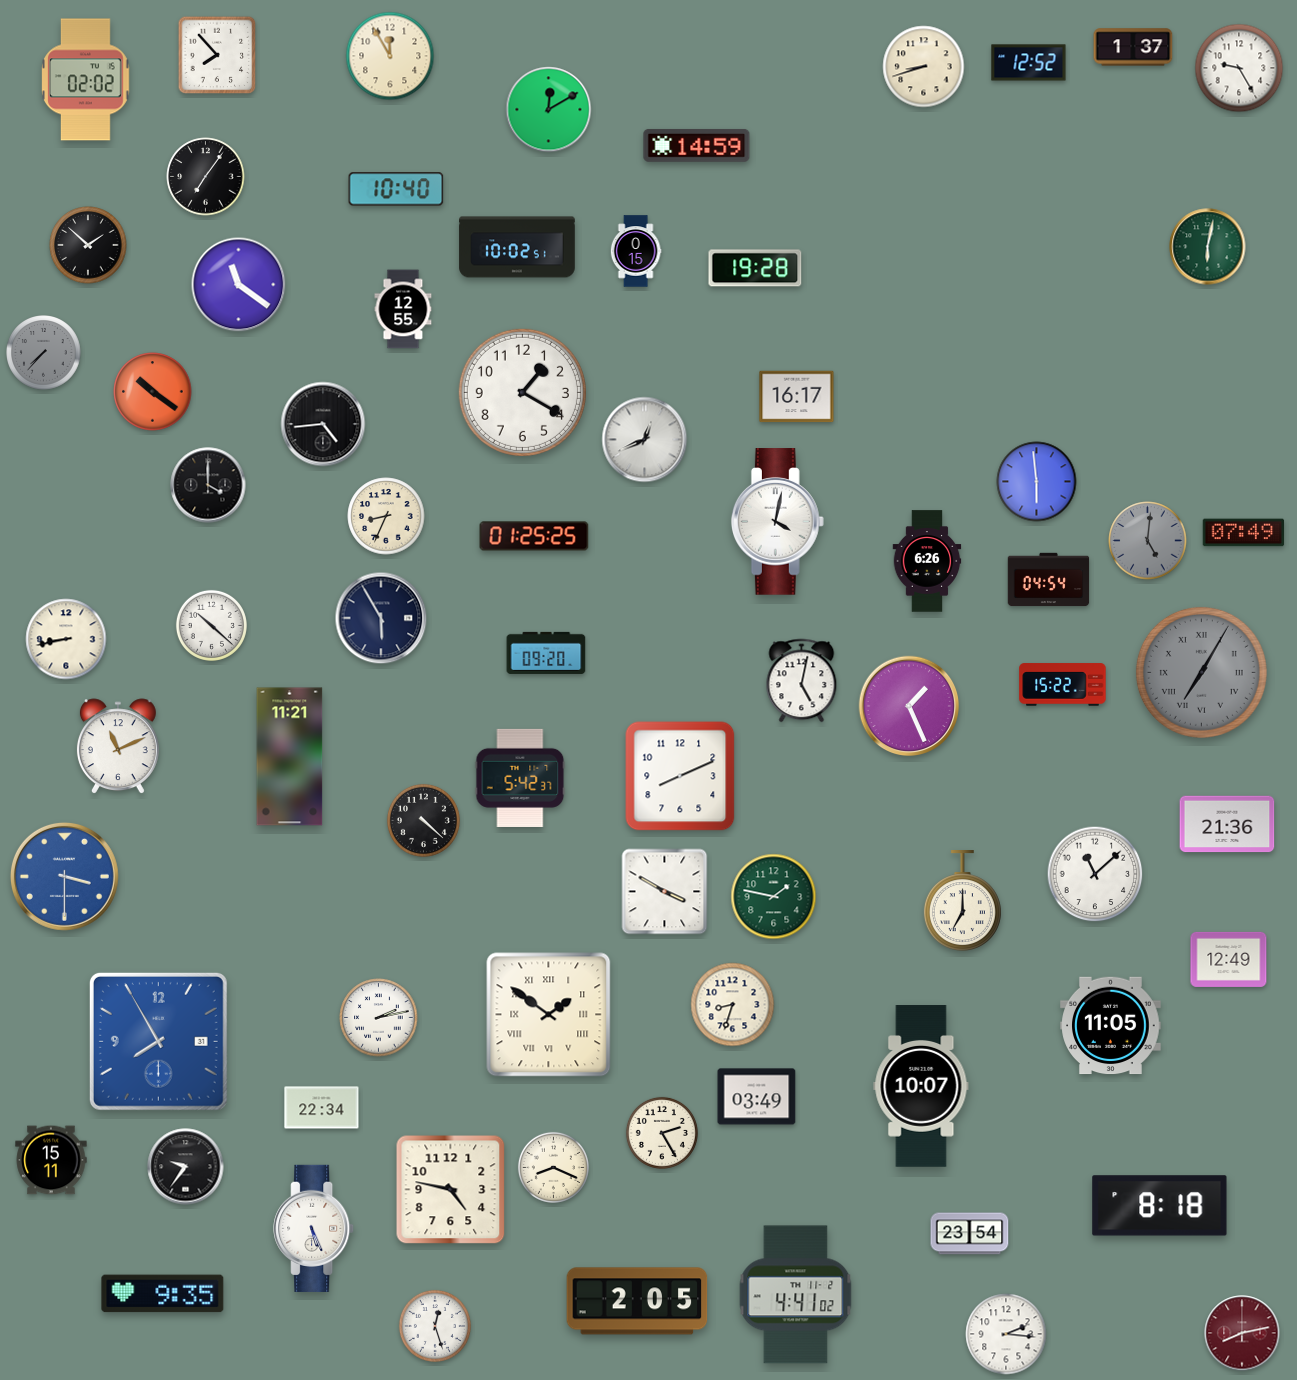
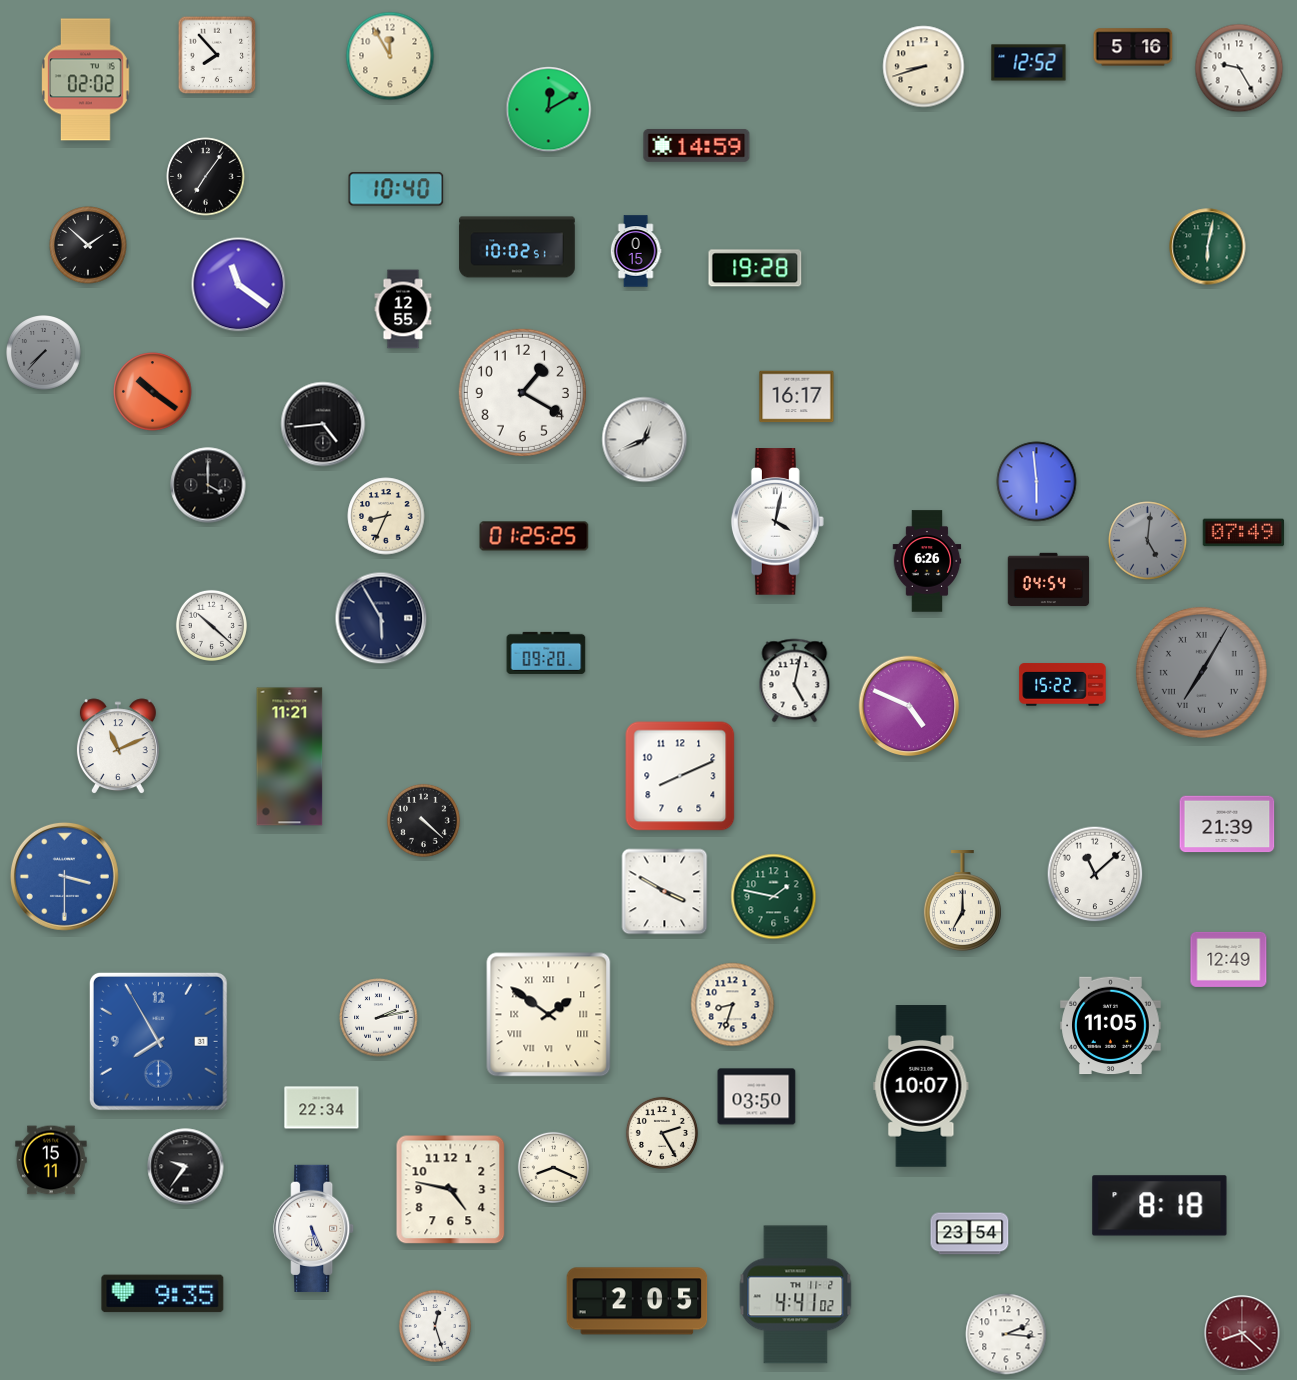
clock at (1133, 47): 1:37 -> 5:16
clock at (66, 639): 8:43 -> none
clock at (802, 681) position: (802, 681) -> (795, 681)
clock at (909, 706): 1:26 -> 4:49
clock at (520, 778): 5:42 -> none
clock at (1227, 824): 21:36 -> 21:39
clock at (757, 1097): 03:49 -> 03:50
clock at (1242, 1333): 8:13 -> 8:22
